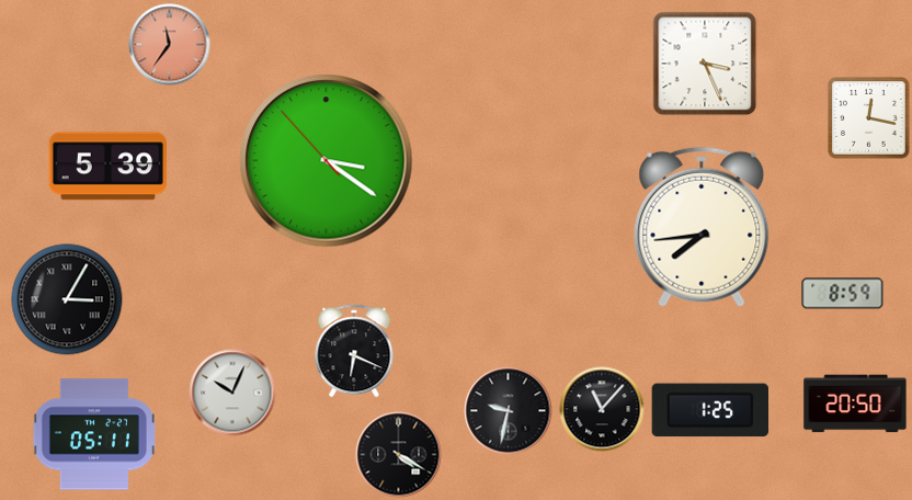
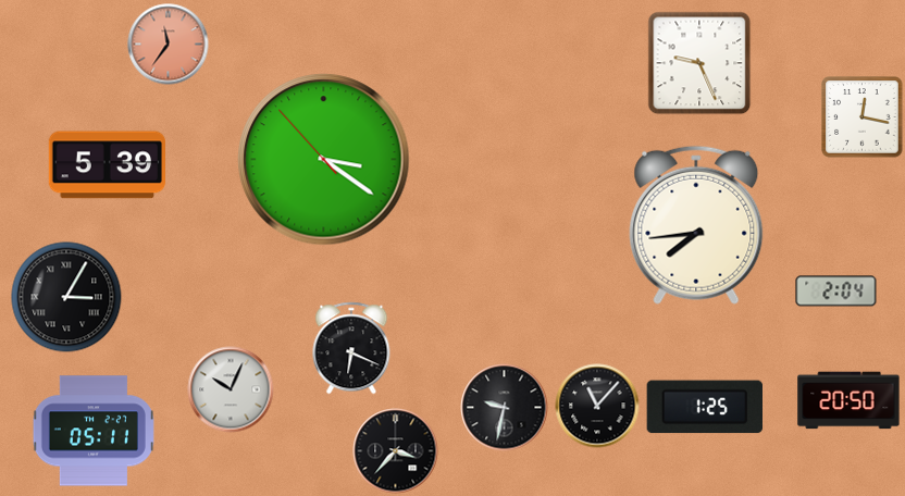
clock at (705, 64): 3:26 -> 9:26
clock at (843, 294): 8:59 -> 2:04
clock at (399, 455): 4:20 -> 3:37
